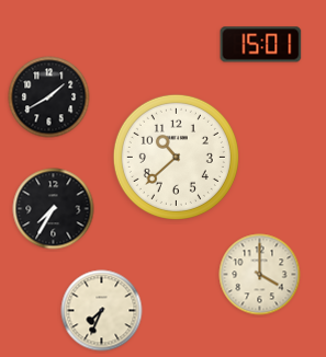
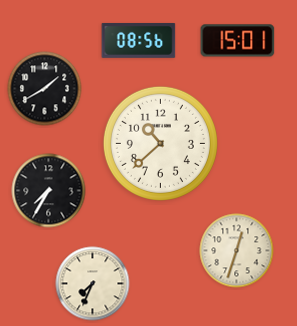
clock at (139, 40): none -> 08:56
clock at (260, 275): 4:00 -> 12:33
